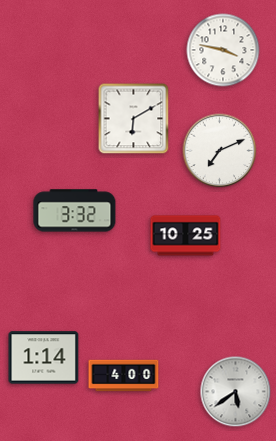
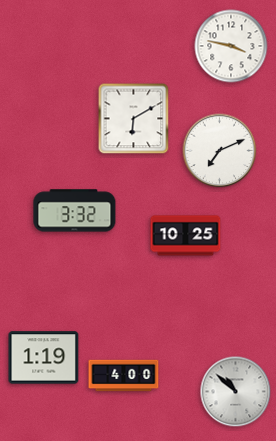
clock at (223, 50) position: (223, 50) -> (231, 46)
clock at (44, 358): 1:14 -> 1:19
clock at (236, 392): 5:39 -> 10:52
